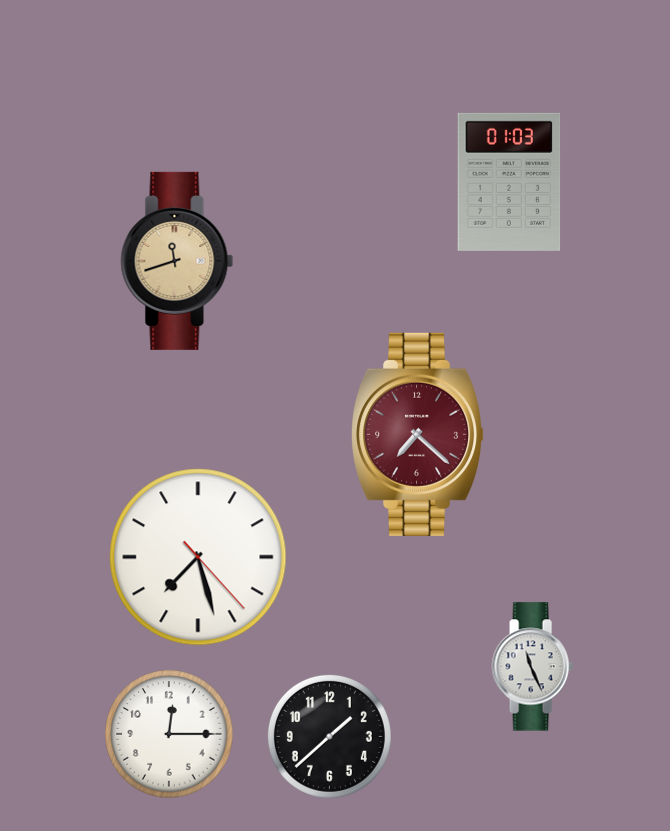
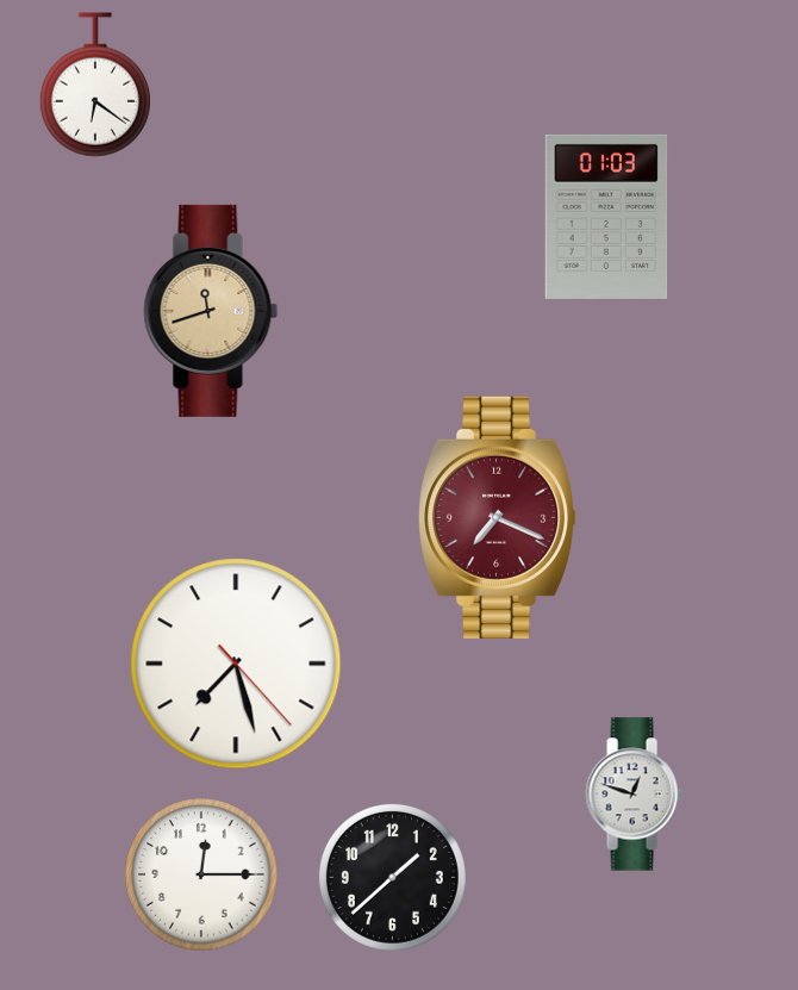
clock at (95, 85): none -> 6:21
clock at (418, 434): 7:22 -> 7:19
clock at (532, 667): 11:26 -> 12:48
